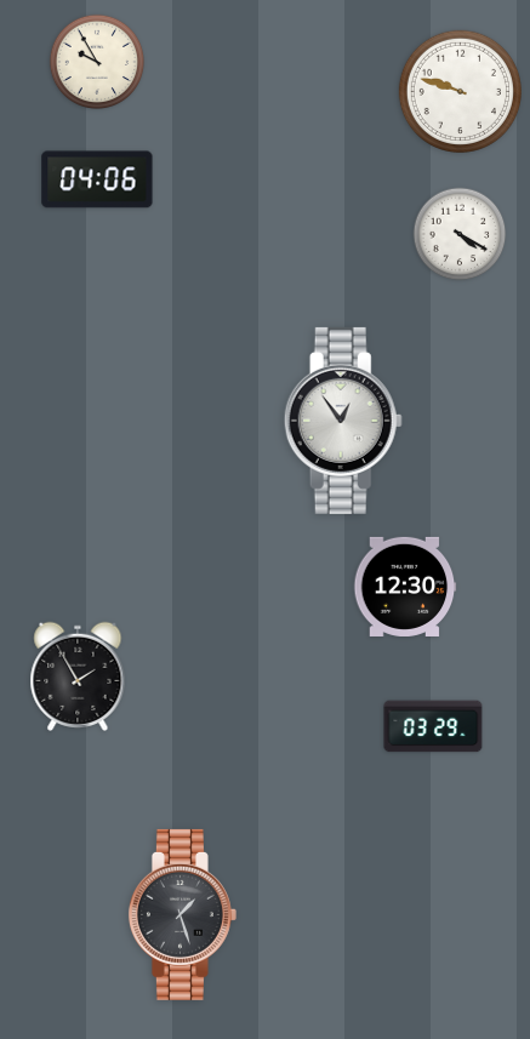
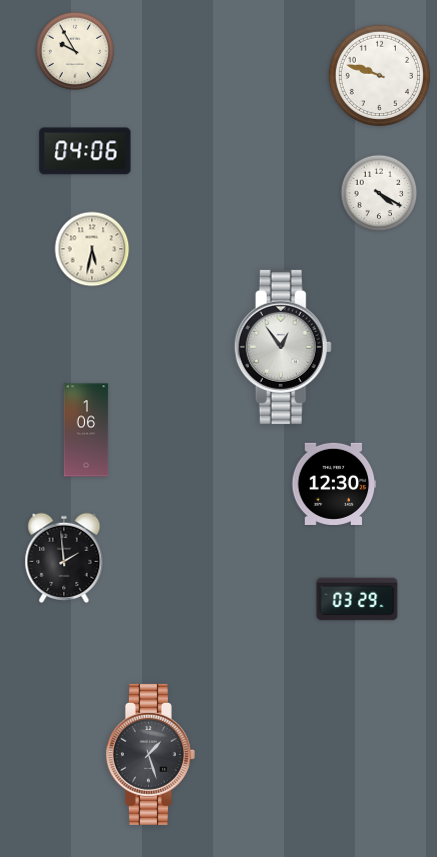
clock at (97, 62) position: (97, 62) -> (75, 51)
clock at (97, 179) position: (97, 179) -> (85, 151)
clock at (92, 249): none -> 5:32
clock at (86, 430): none -> 1:06
clock at (78, 677): 1:55 -> 1:59
